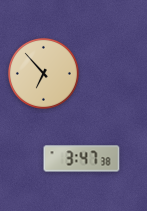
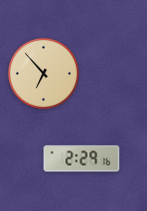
clock at (82, 159): 3:47 -> 2:29
